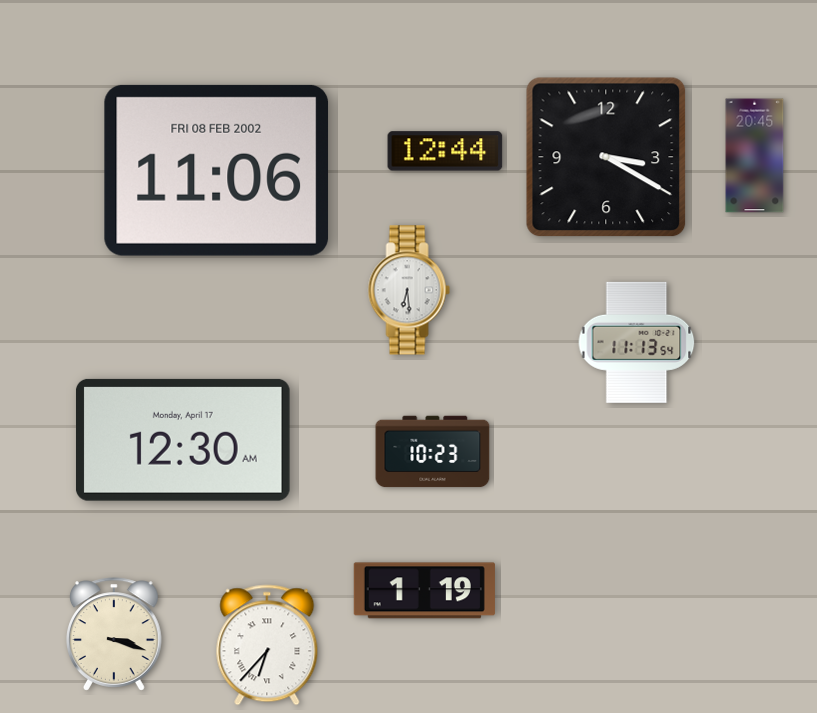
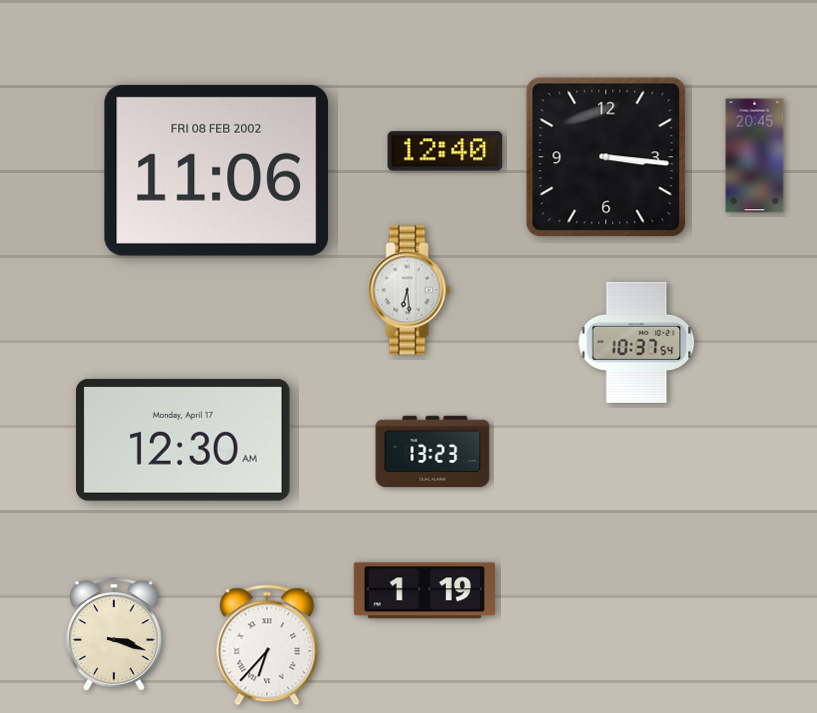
clock at (445, 151): 12:44 -> 12:40
clock at (606, 157): 3:20 -> 3:16
clock at (637, 342): 11:13 -> 10:37
clock at (433, 452): 10:23 -> 13:23
